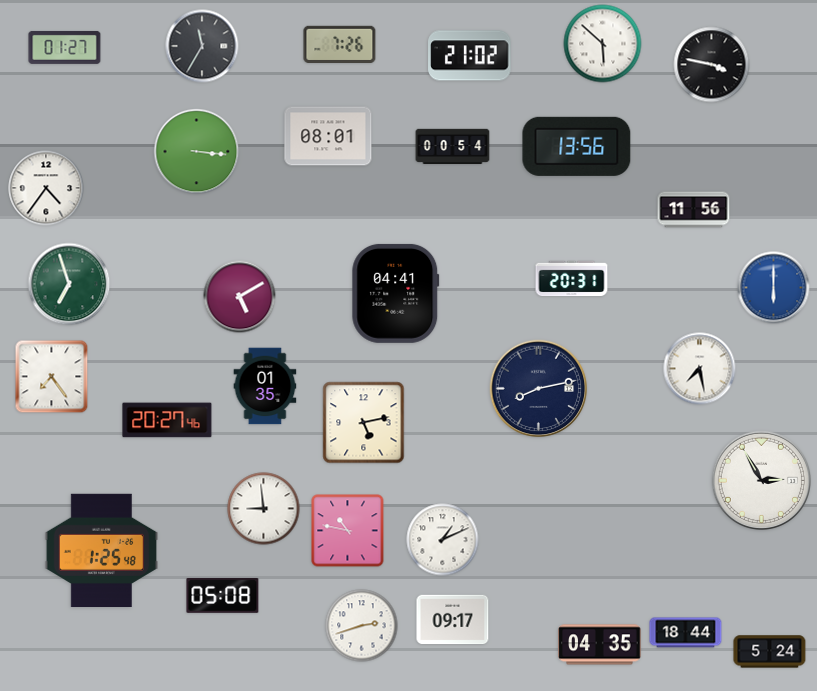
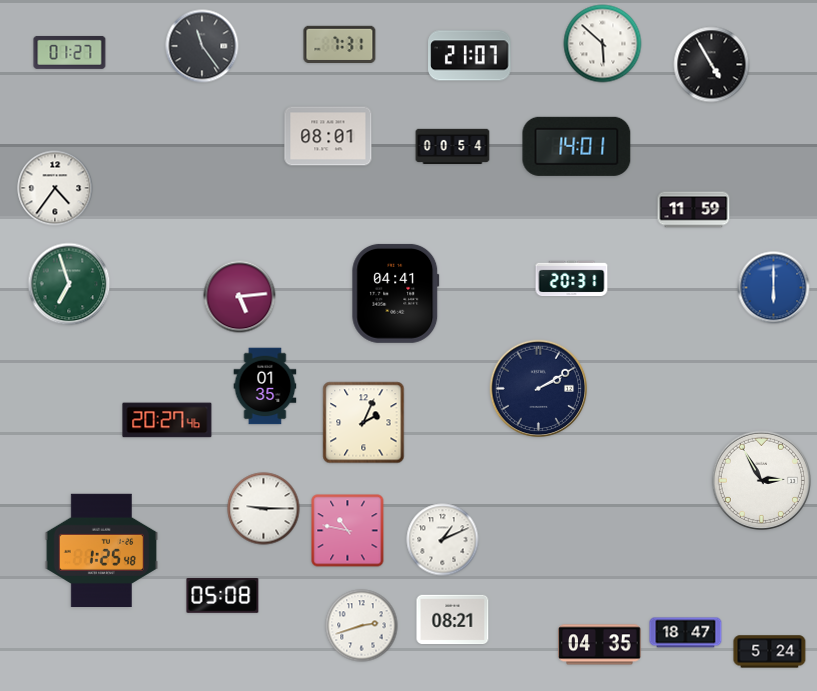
clock at (340, 44): 7:26 -> 7:31
clock at (202, 46): 11:35 -> 11:24
clock at (65, 47) position: (65, 47) -> (70, 52)
clock at (470, 56): 21:02 -> 21:07
clock at (712, 65): 3:47 -> 4:55
clock at (577, 146): 13:56 -> 14:01
clock at (197, 152): 3:16 -> none
clock at (46, 188) position: (46, 188) -> (55, 188)
clock at (694, 210): 11:56 -> 11:59
clock at (240, 297): 5:10 -> 5:14
clock at (700, 369): 7:28 -> none
clock at (52, 377): 7:24 -> none
clock at (539, 389): 8:13 -> 2:10
clock at (364, 423): 5:13 -> 2:04
clock at (264, 509): 8:59 -> 9:15
clock at (453, 620): 09:17 -> 08:21
clock at (686, 633): 18:44 -> 18:47
